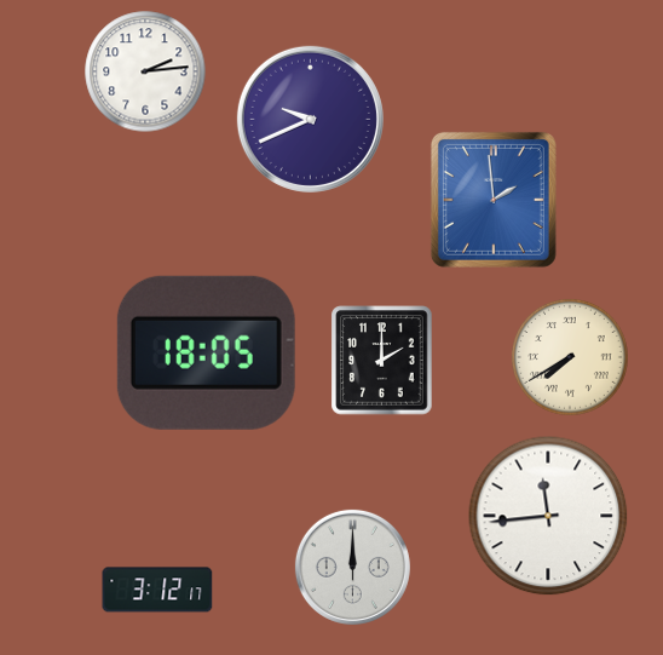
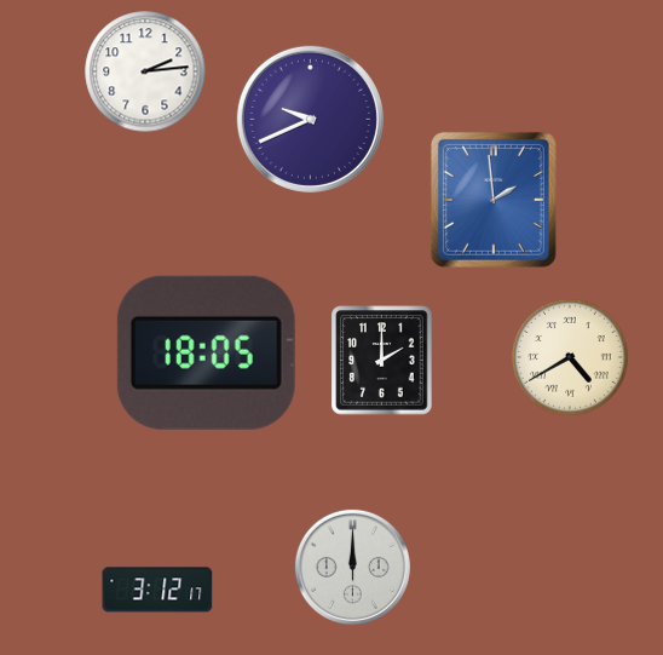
clock at (571, 358): 7:40 -> 4:40
clock at (548, 516): 11:44 -> none
